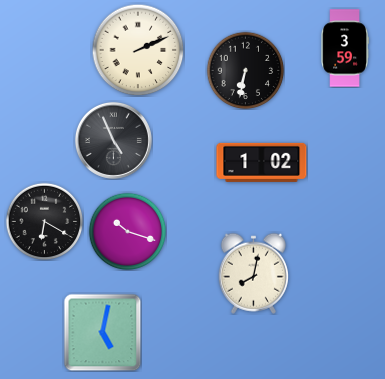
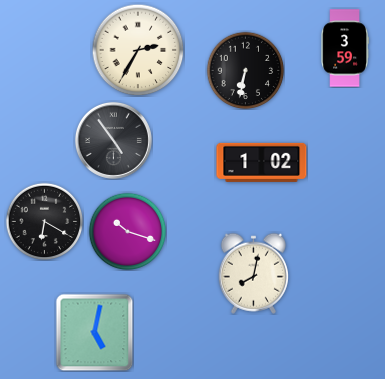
clock at (138, 50): 2:11 -> 2:35
clock at (113, 140): 4:56 -> 4:54
clock at (102, 332) position: (102, 332) -> (94, 332)
